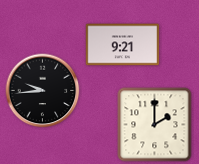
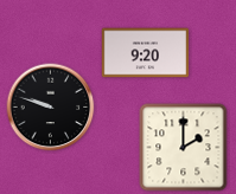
clock at (123, 45): 9:21 -> 9:20
clock at (43, 91): 9:44 -> 9:48
